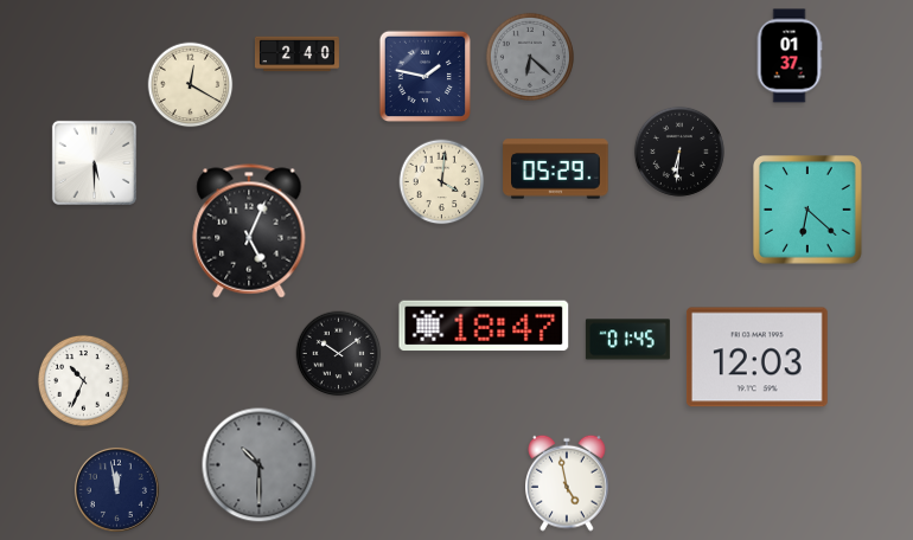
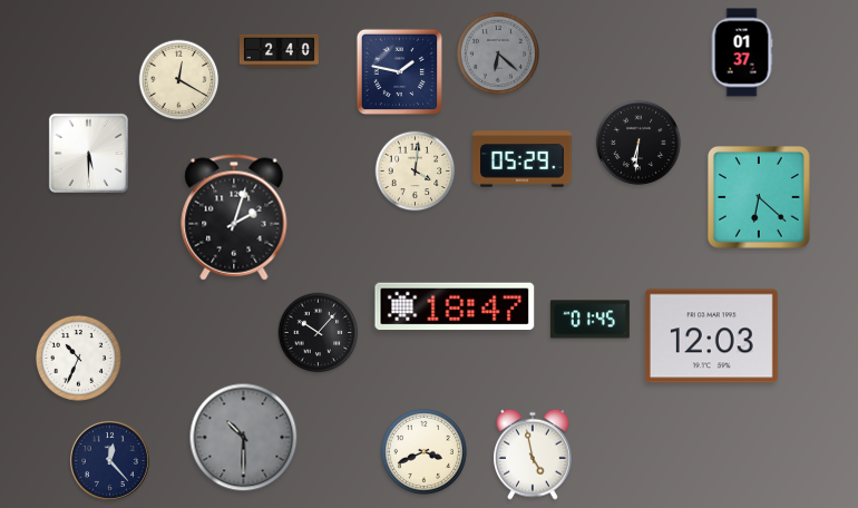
clock at (249, 231): 5:04 -> 2:03
clock at (339, 354): 10:09 -> 10:07
clock at (423, 451): none -> 3:41
clock at (116, 489): 11:58 -> 12:23
